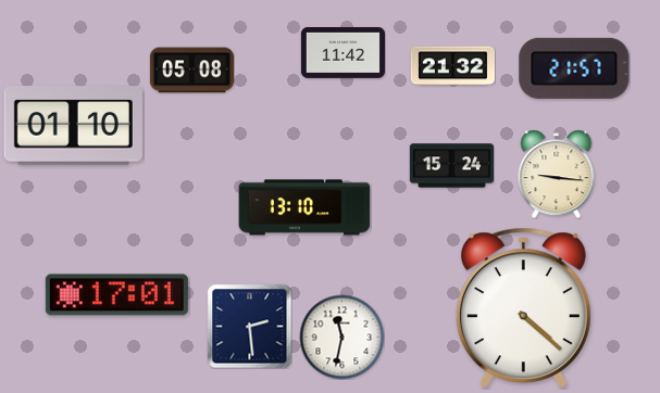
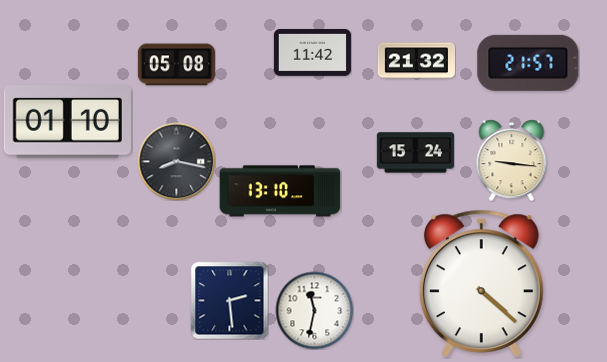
clock at (343, 52) position: (343, 52) -> (312, 52)
clock at (73, 126) position: (73, 126) -> (67, 122)
clock at (176, 161): none -> 8:17
clock at (116, 295): 17:01 -> none
